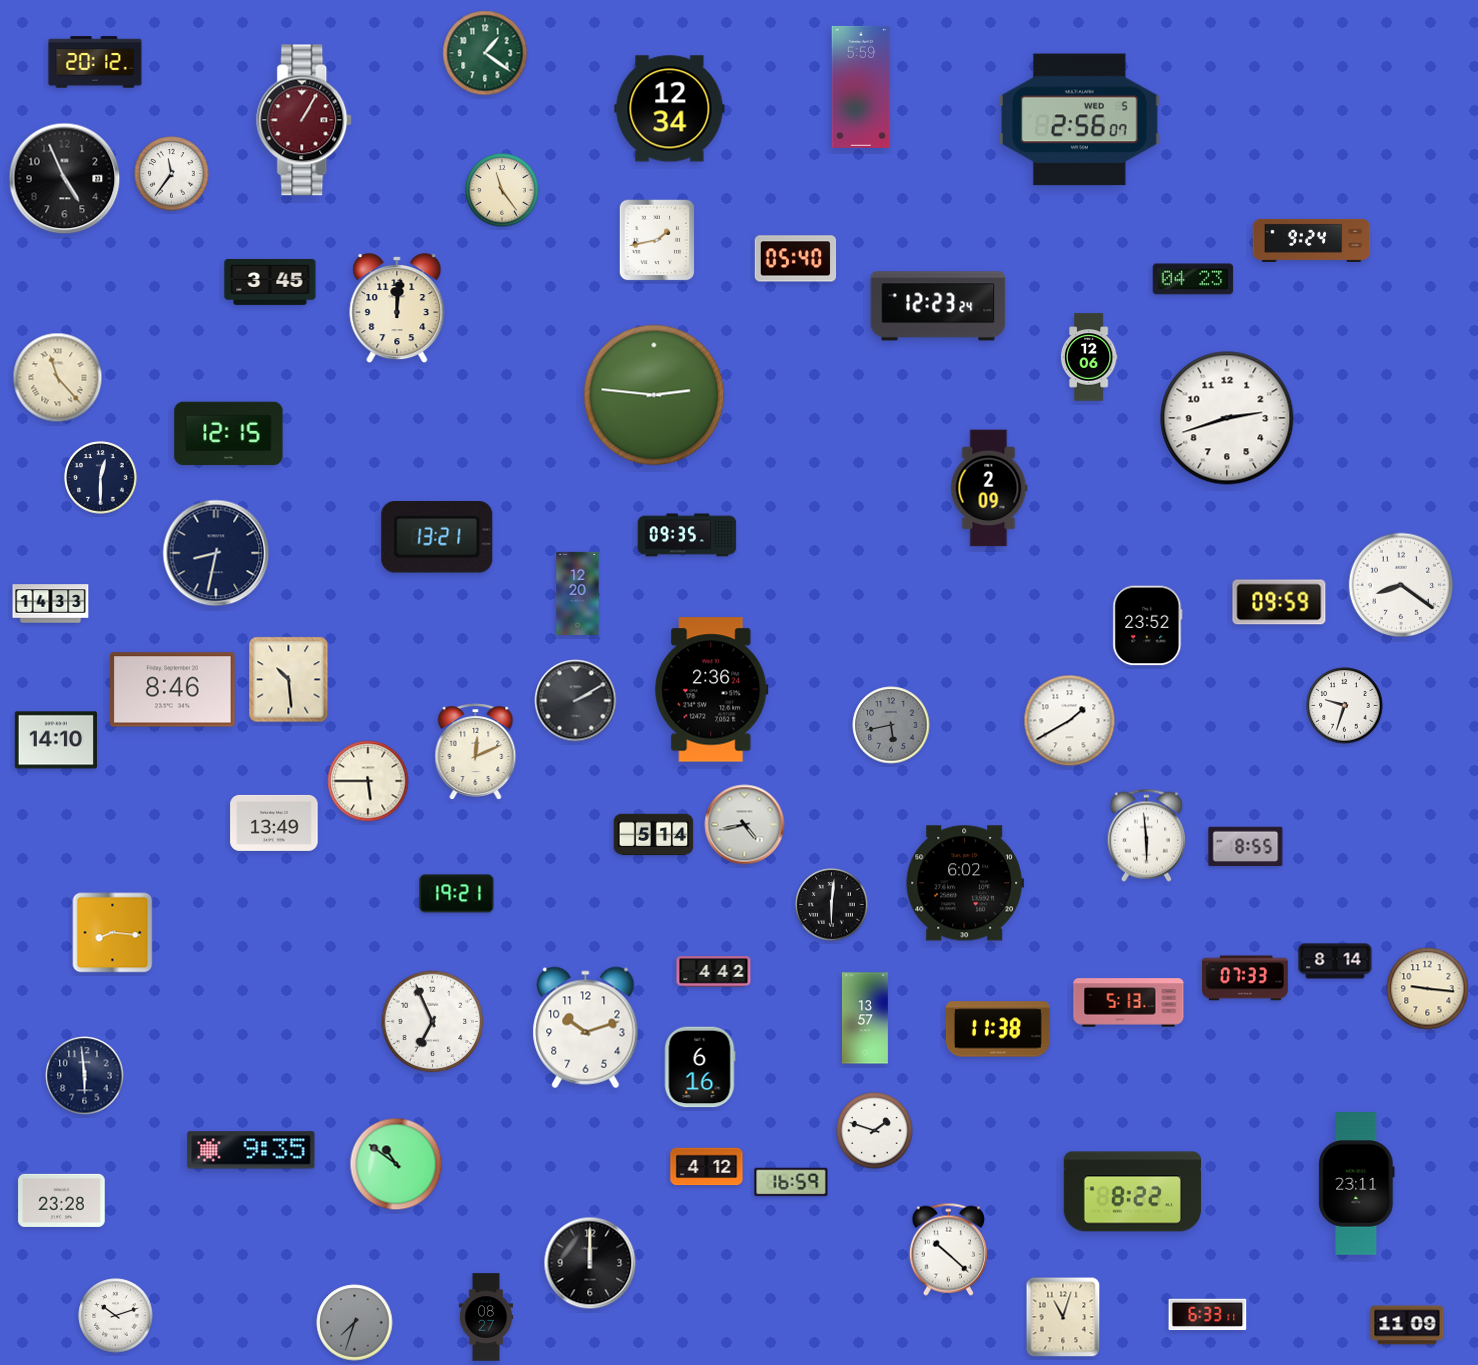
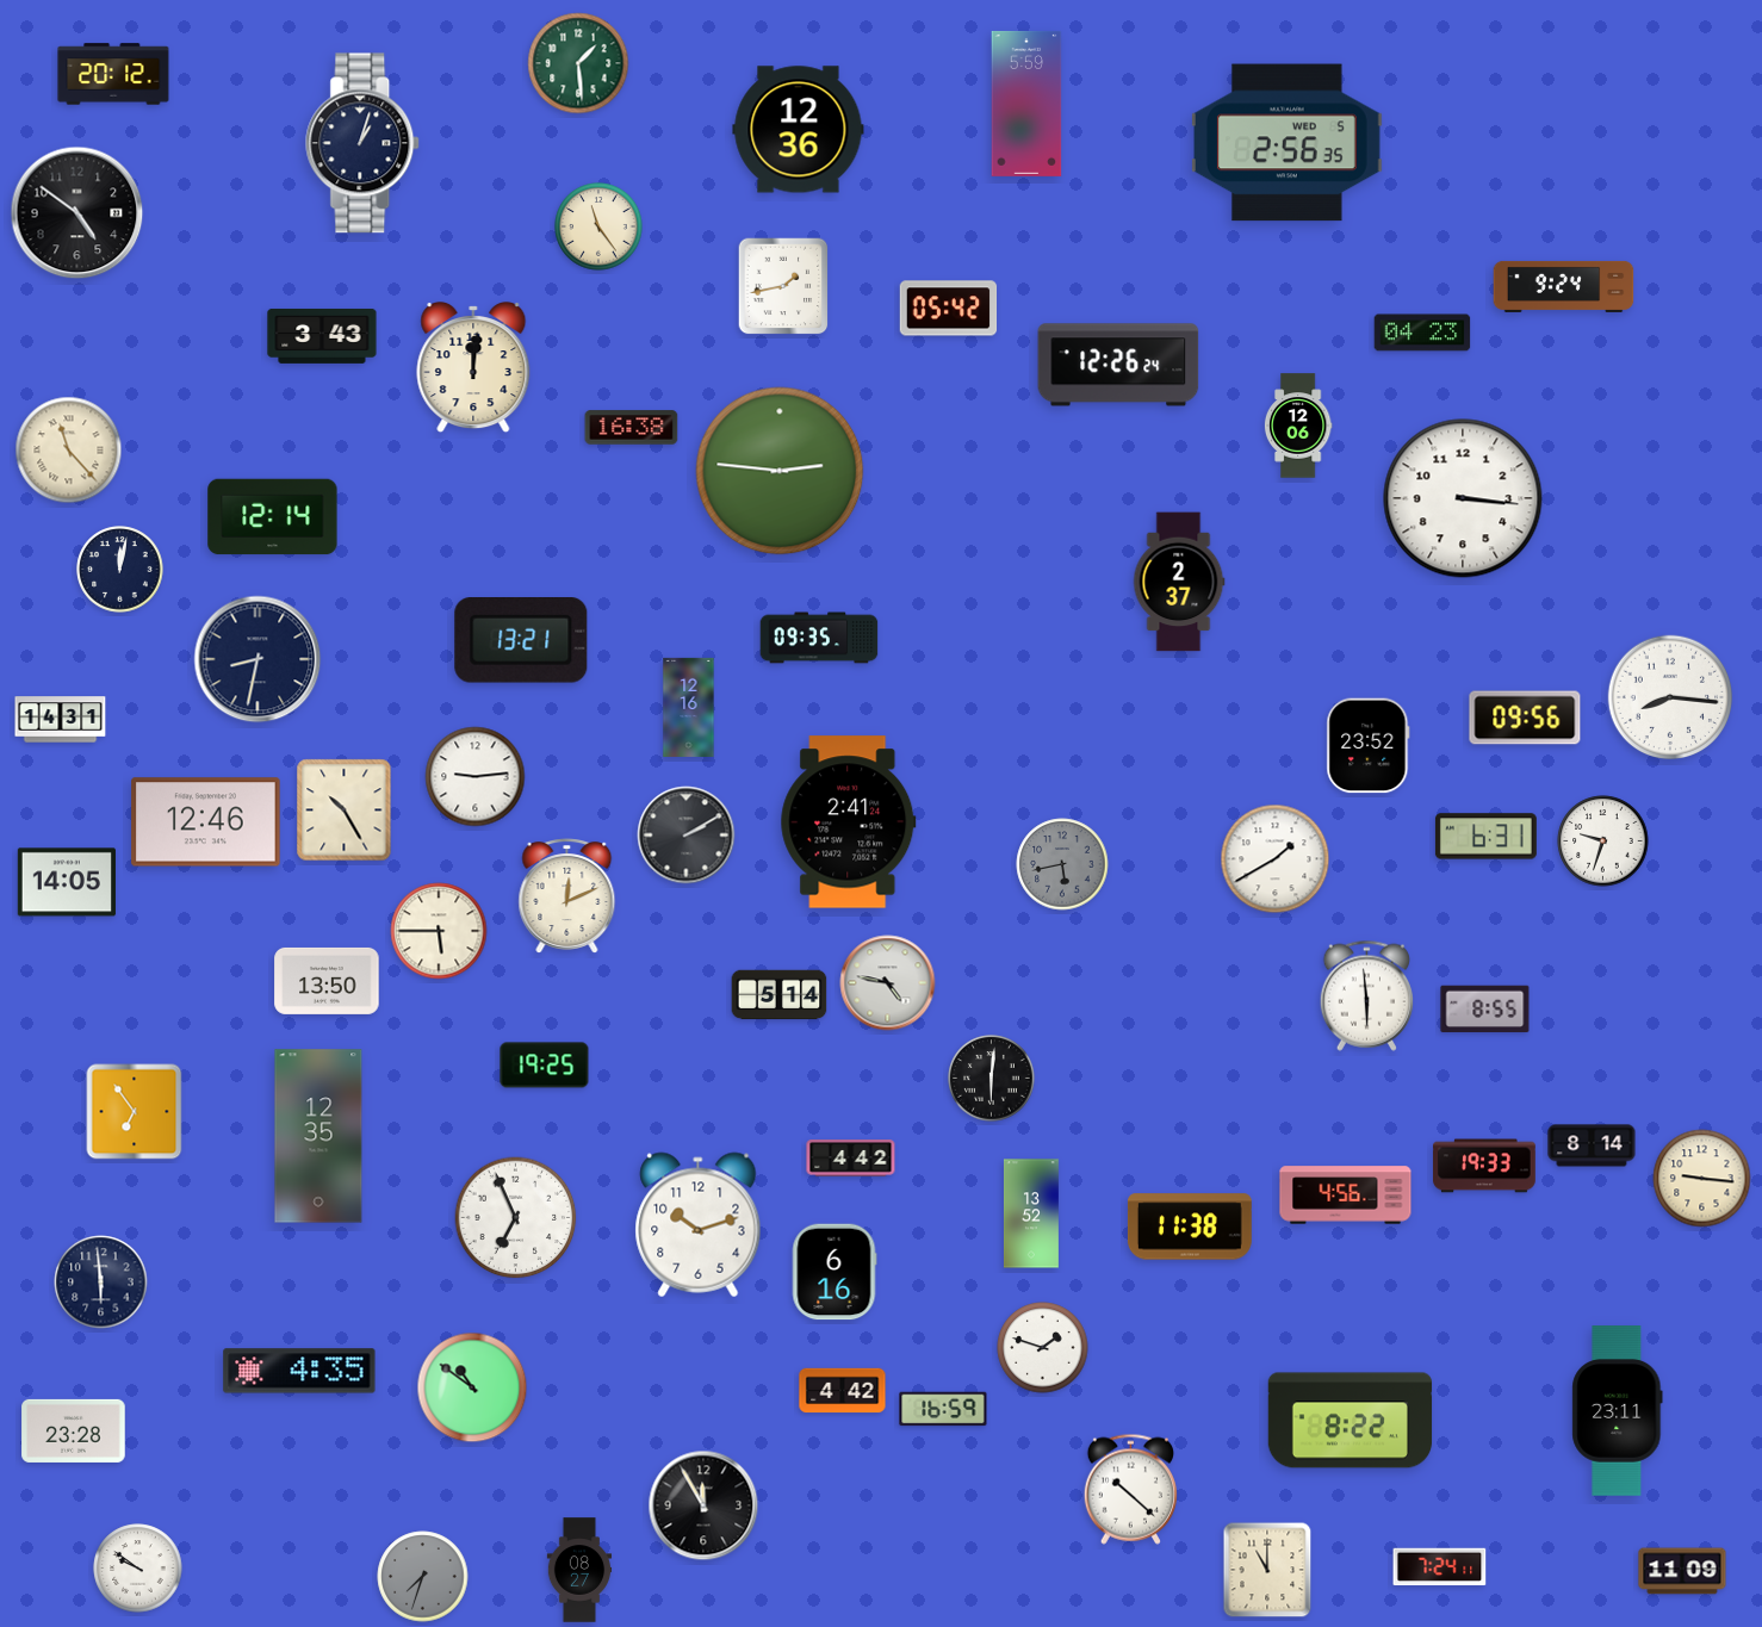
clock at (485, 53): 1:21 -> 1:29
clock at (670, 109): 12:34 -> 12:36
clock at (305, 120): 1:05 -> 1:03
clock at (305, 120) dial: burgundy -> navy
clock at (1079, 120): 2:56:07 -> 2:56:35
clock at (172, 174): 11:36 -> none
clock at (65, 179): 4:56 -> 4:51
clock at (796, 259): 05:40 -> 05:42
clock at (270, 282): 3:45 -> 3:43
clock at (938, 306): 12:23 -> 12:26
clock at (632, 428): none -> 16:38
clock at (1227, 418): 2:42 -> 3:16
clock at (229, 434): 12:15 -> 12:14
clock at (101, 478): 12:30 -> 12:02
clock at (989, 488): 2:09 -> 2:37
clock at (1401, 585): 8:21 -> 8:16
clock at (578, 593): 12:20 -> 12:16
clock at (1279, 602): 09:59 -> 09:56
clock at (51, 604): 14:33 -> 14:31
clock at (476, 777): none -> 9:14
clock at (289, 680): 10:29 -> 10:25
clock at (173, 690): 8:46 -> 12:46
clock at (712, 690): 2:36 -> 2:41
clock at (1485, 837): none -> 6:31
clock at (56, 740): 14:10 -> 14:05
clock at (274, 823): 13:49 -> 13:50
clock at (745, 825): 4:43 -> 4:47
clock at (964, 883): 6:02 -> none
clock at (457, 894): 19:21 -> 19:25
clock at (113, 933): 8:16 -> 6:54
clock at (318, 1136): none -> 12:35
clock at (1245, 978): 07:33 -> 19:33
clock at (1129, 1003): 5:13 -> 4:56
clock at (865, 1018): 13:57 -> 13:52
clock at (251, 1150): 9:35 -> 4:35
clock at (707, 1167): 4:12 -> 4:42
clock at (590, 1263): 12:00 -> 11:55
clock at (1208, 1315): 6:33 -> 7:24
clock at (116, 1316): 10:12 -> 9:51
clock at (1063, 1317): 11:03 -> 11:00
clock at (1407, 1325) position: (1407, 1325) -> (1682, 1571)
